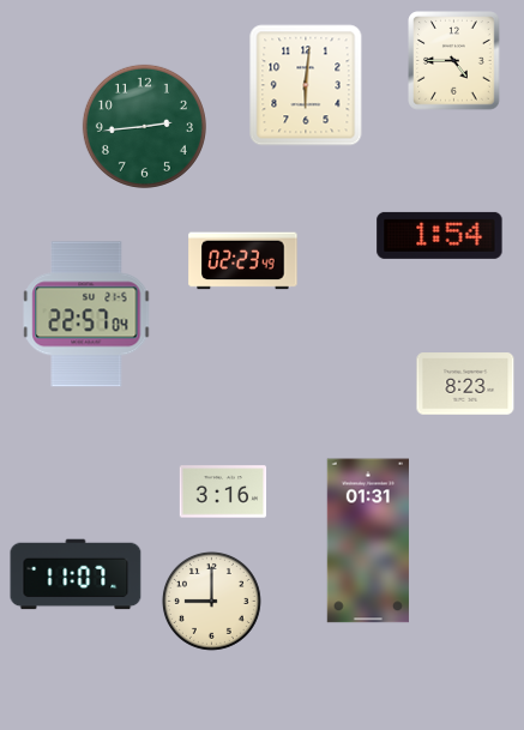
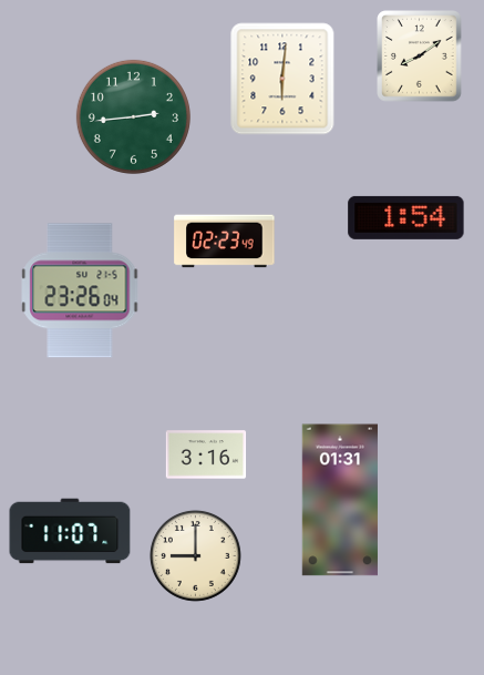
clock at (454, 61): 4:45 -> 8:09
clock at (86, 314): 22:57 -> 23:26
clock at (465, 384): 8:23 -> none
